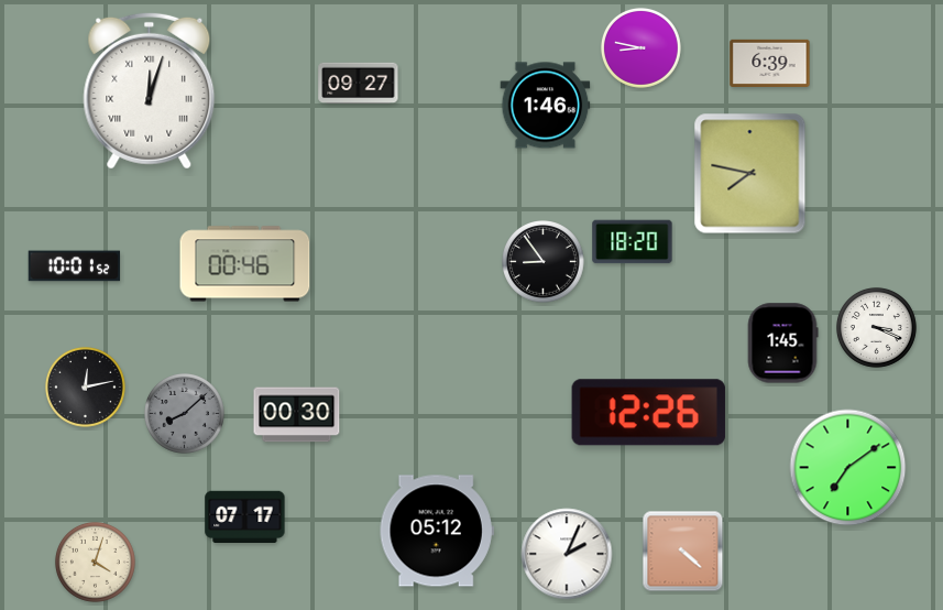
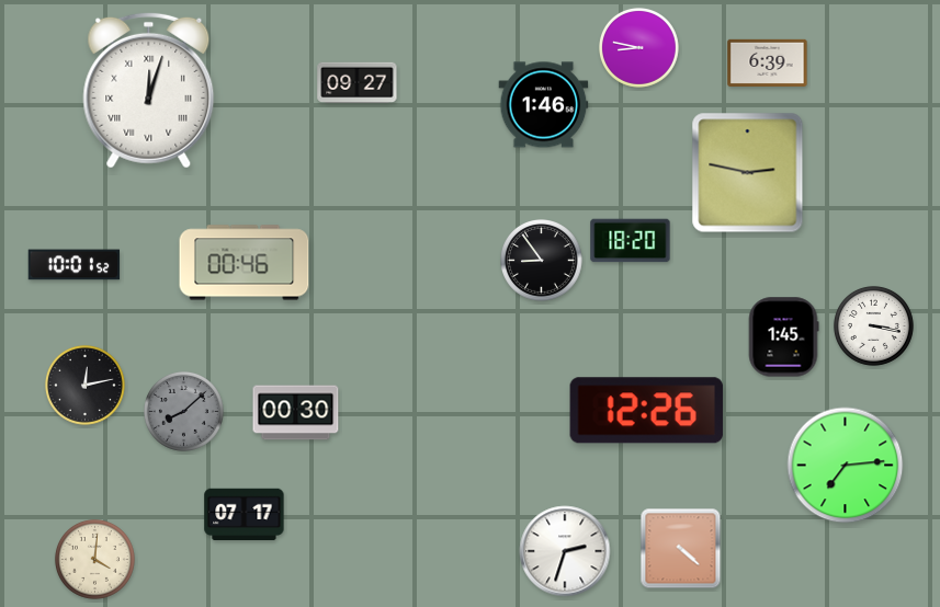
clock at (750, 174): 7:47 -> 2:47
clock at (876, 327): 3:19 -> 3:17
clock at (782, 344) position: (782, 344) -> (783, 337)
clock at (848, 468): 7:09 -> 7:14
clock at (437, 531): 05:12 -> none
clock at (567, 554): 2:04 -> 2:33
clock at (95, 562): 4:03 -> 4:01
